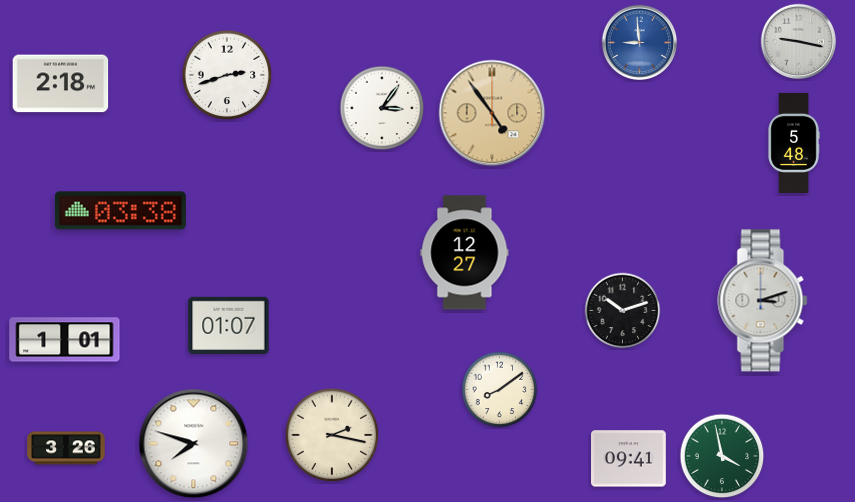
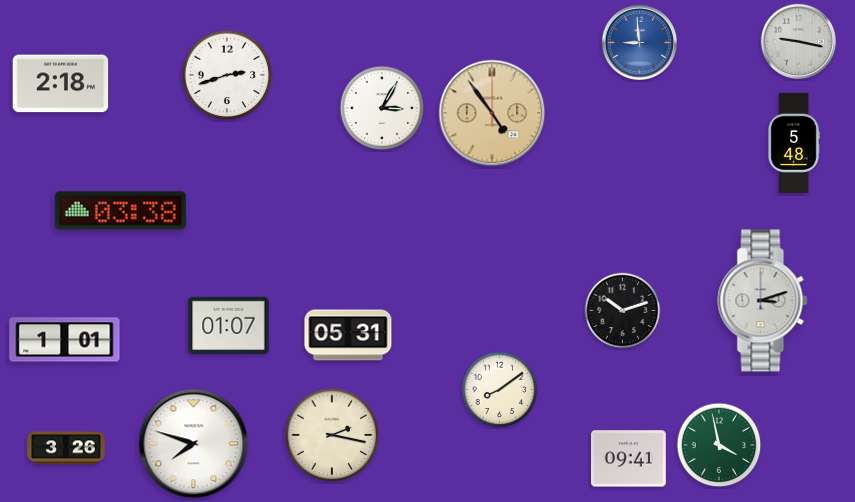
clock at (382, 108): 3:06 -> 3:05
clock at (465, 253): 12:27 -> none
clock at (348, 335): none -> 05:31
clock at (722, 456) position: (722, 456) -> (719, 445)
